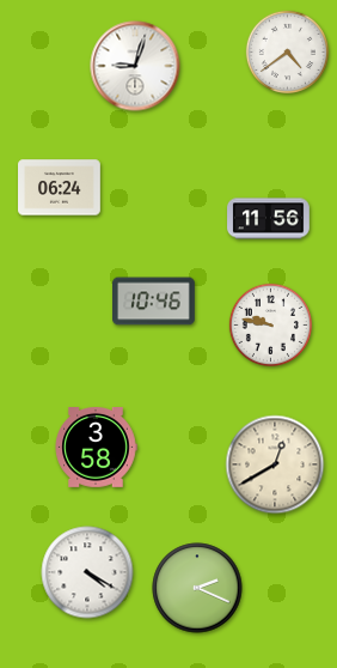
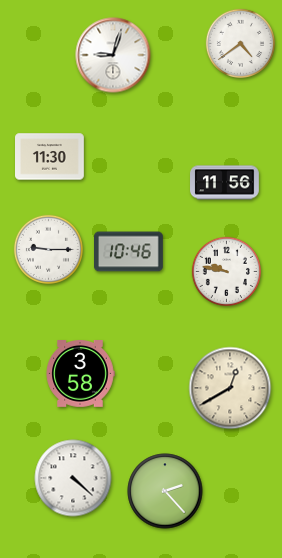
clock at (60, 188): 06:24 -> 11:30
clock at (48, 249): none -> 9:15
clock at (87, 572): 4:20 -> 4:22
clock at (197, 588): 2:19 -> 2:23
